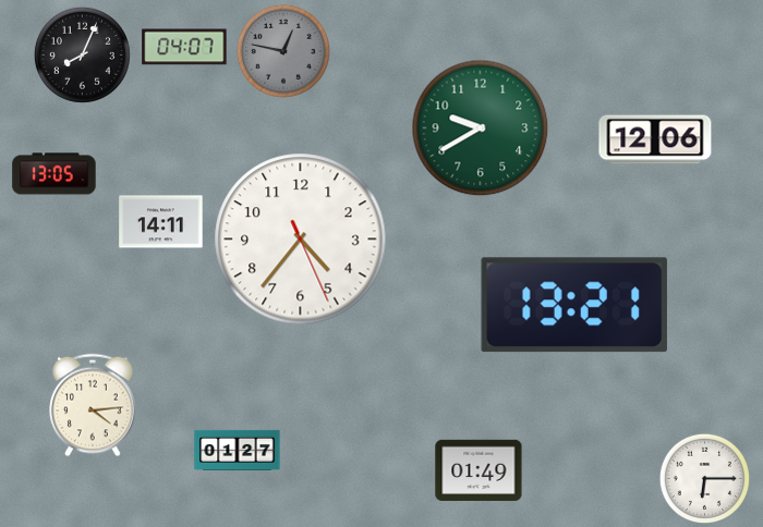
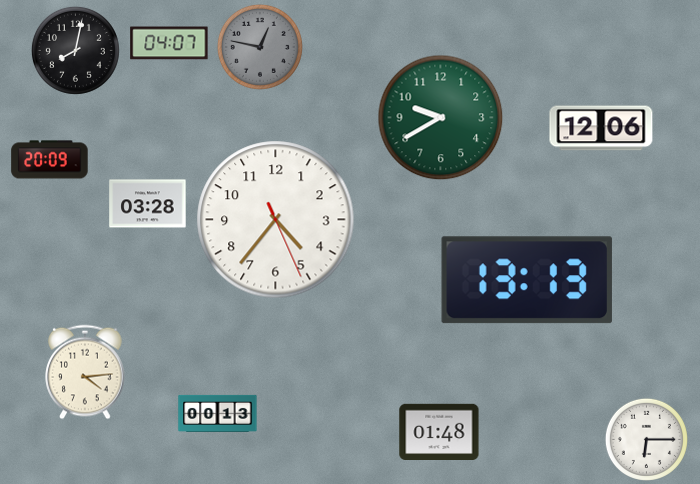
clock at (82, 54): 8:04 -> 8:02
clock at (55, 174): 13:05 -> 20:09
clock at (161, 222): 14:11 -> 03:28
clock at (574, 305): 13:21 -> 13:13
clock at (238, 450): 01:27 -> 00:13
clock at (479, 470): 01:49 -> 01:48
